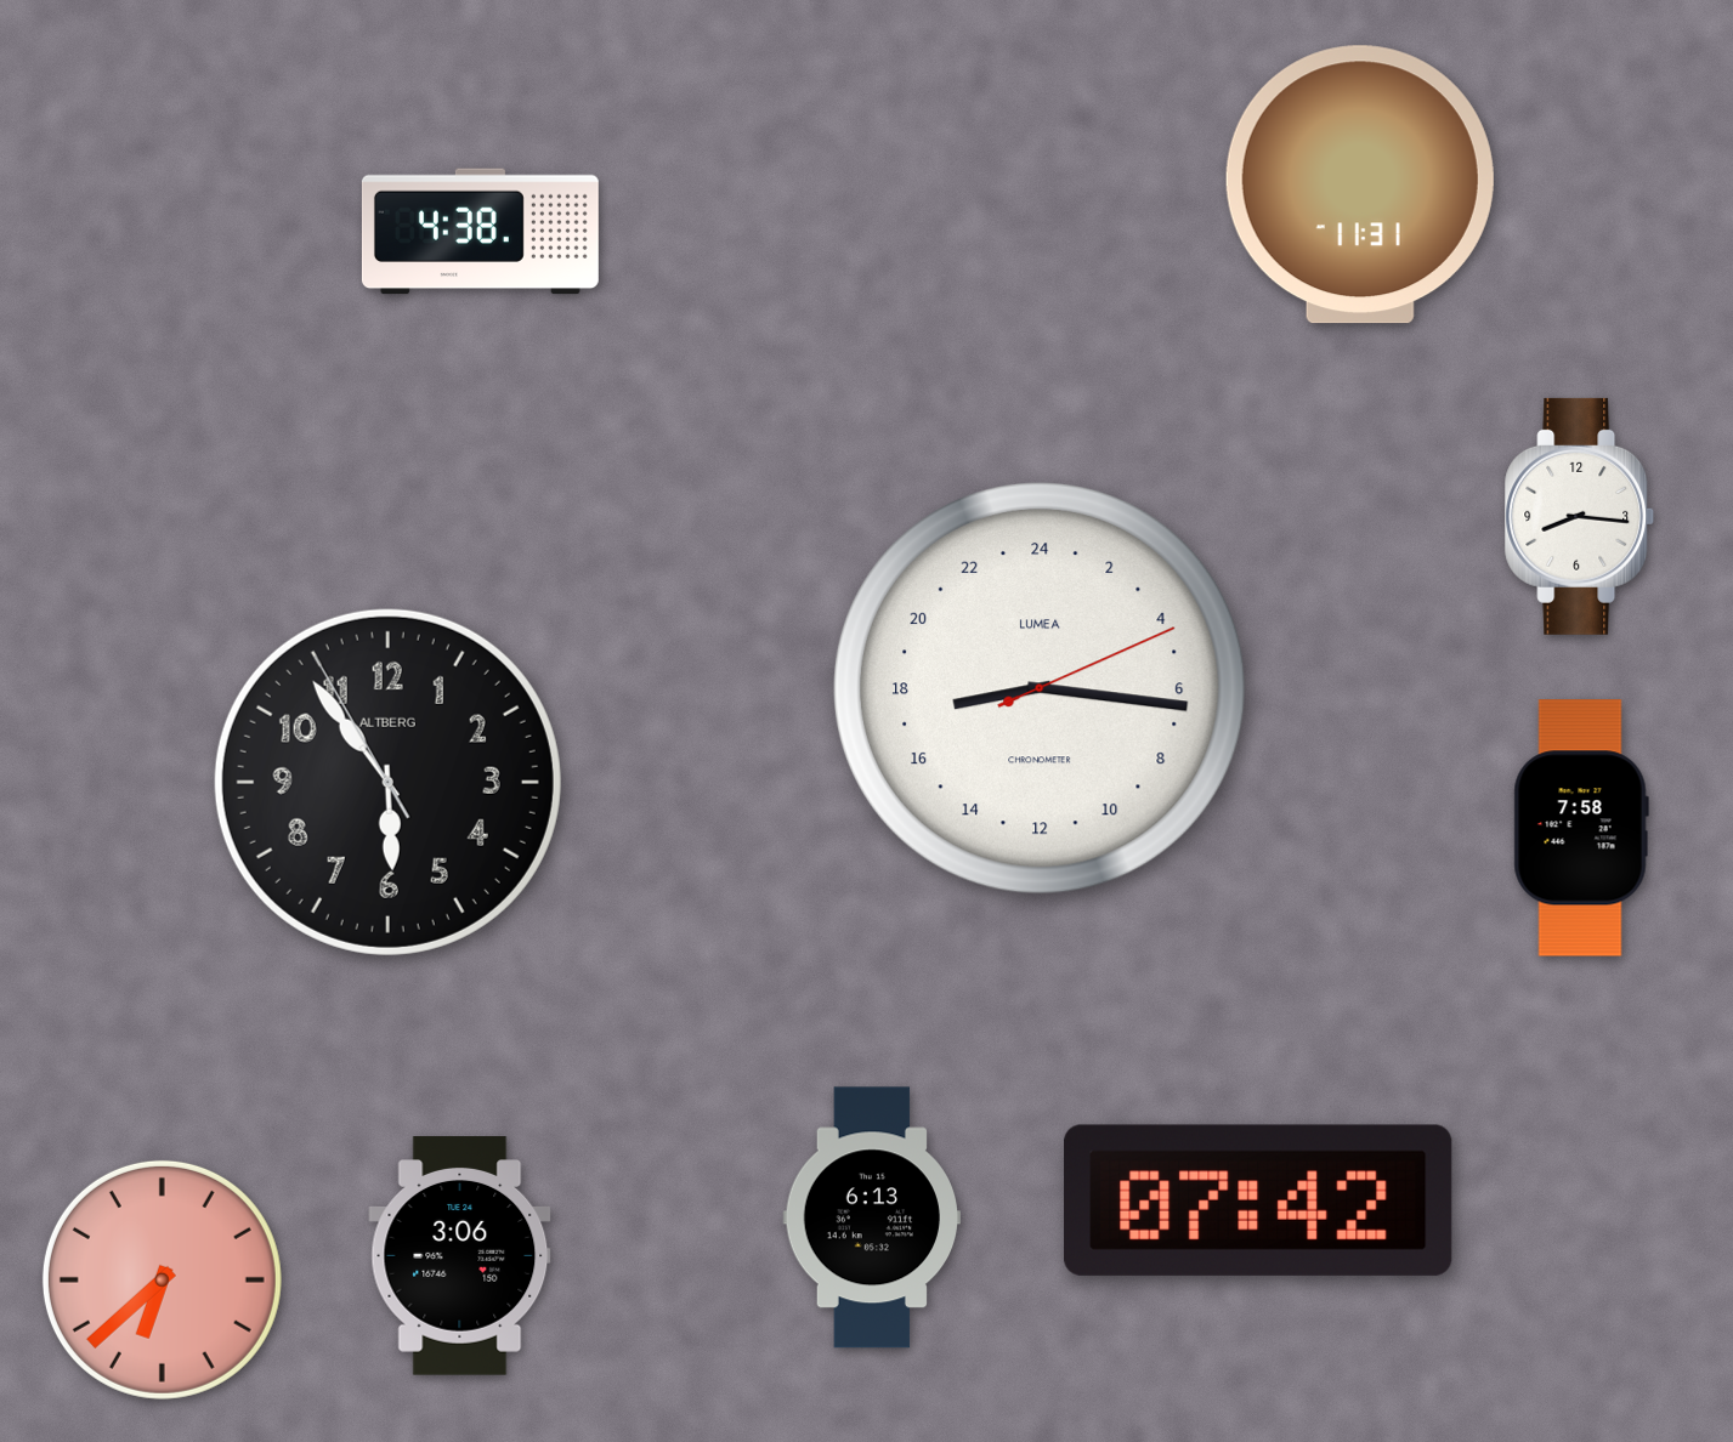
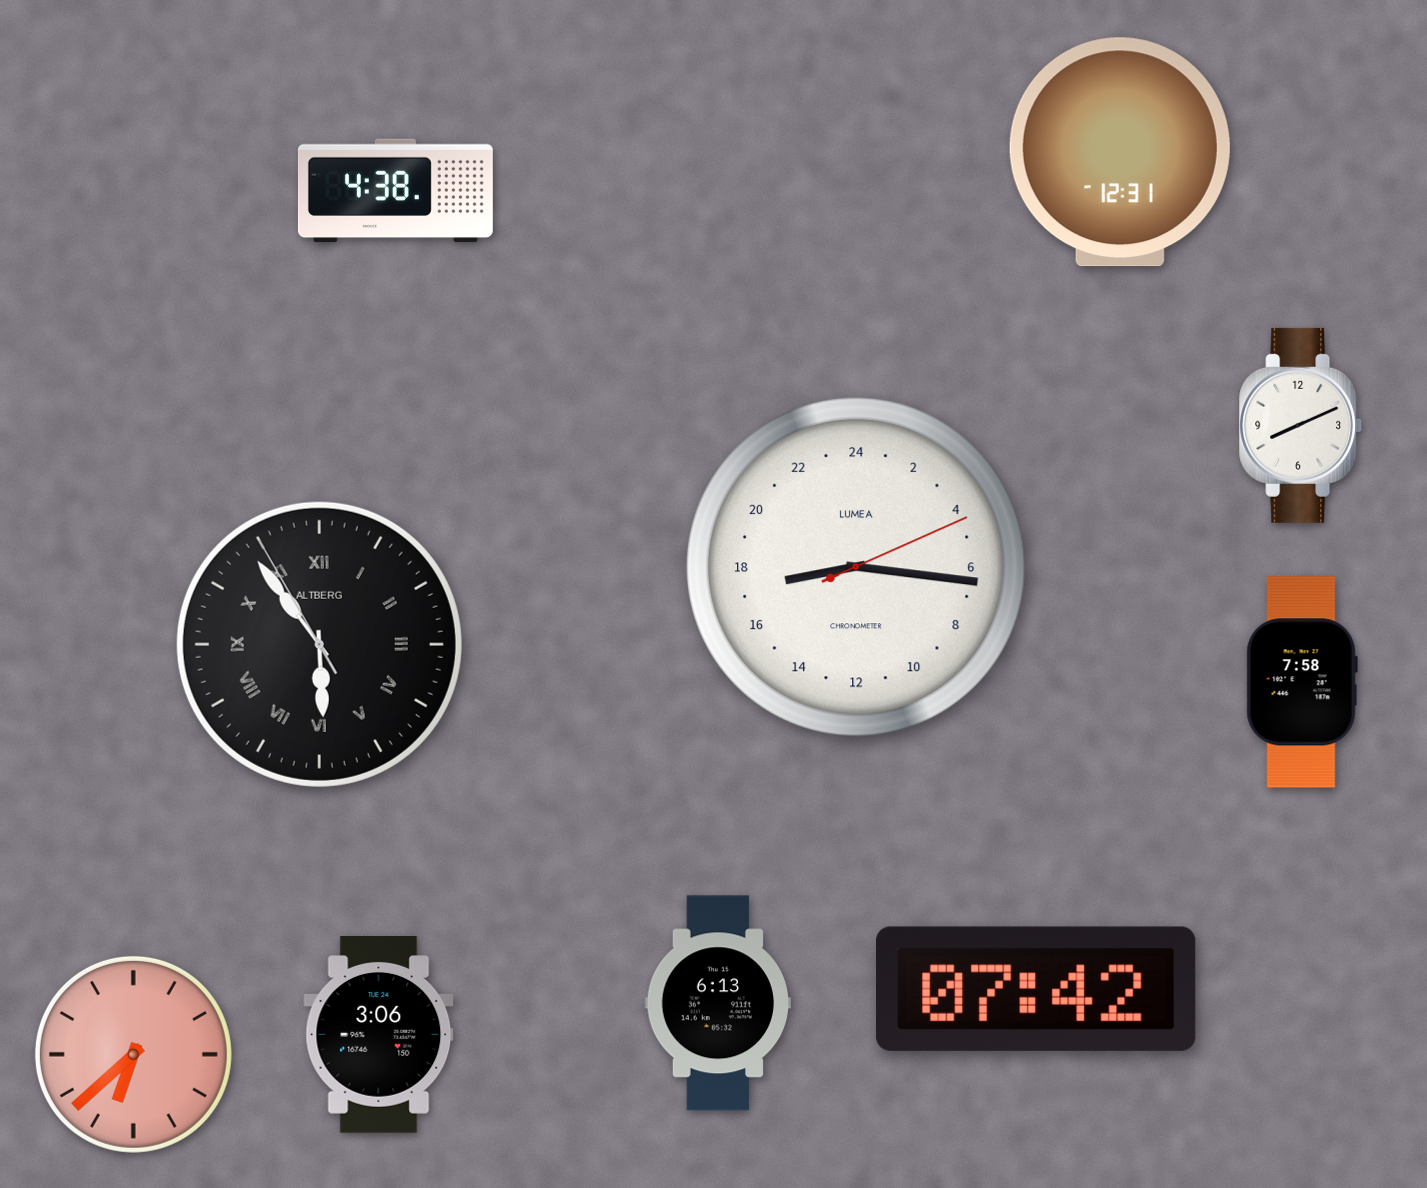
clock at (1360, 184): 11:31 -> 12:31
clock at (1580, 516): 8:16 -> 8:11
clock at (387, 782) numerals: Arabic -> Roman
